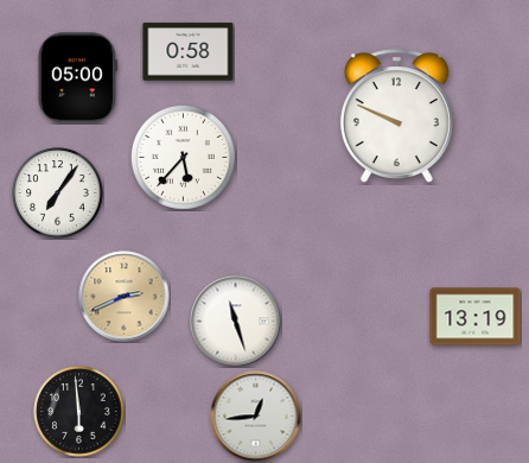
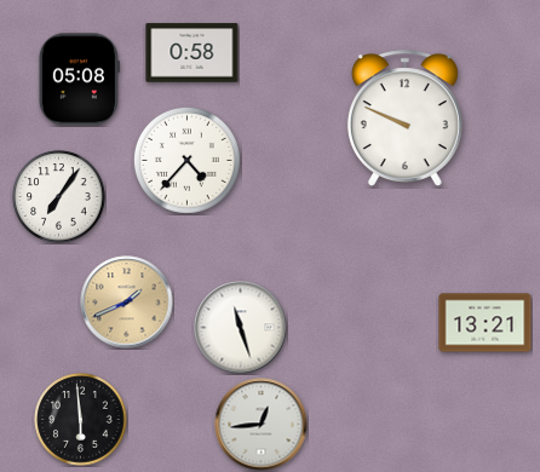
clock at (77, 78): 05:00 -> 05:08
clock at (183, 157): 5:37 -> 4:37
clock at (125, 297): 2:41 -> 1:41
clock at (476, 317): 13:19 -> 13:21
